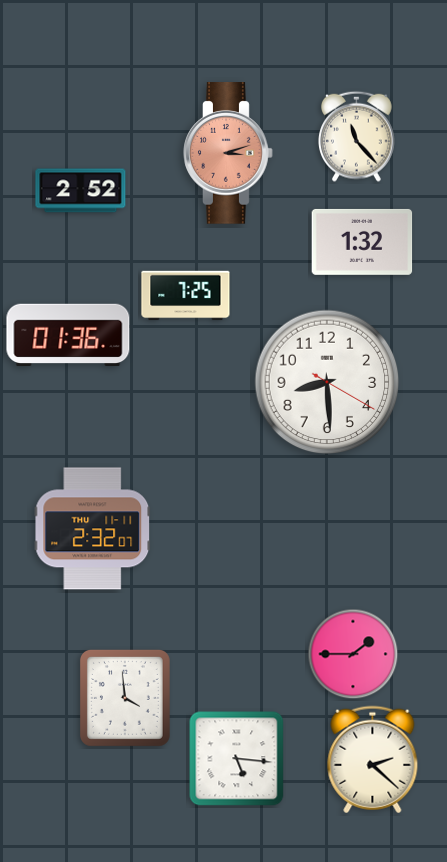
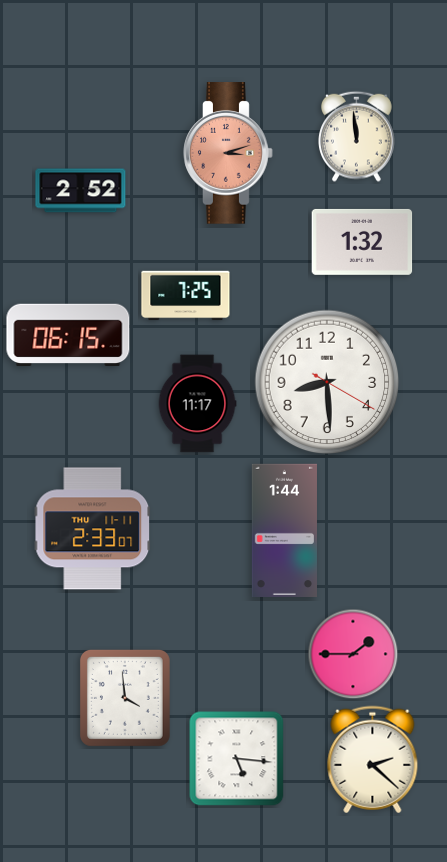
clock at (357, 136): 11:23 -> 11:59
clock at (68, 335): 01:36 -> 06:15
clock at (197, 404): none -> 11:17
clock at (93, 529): 2:32 -> 2:33
clock at (284, 530): none -> 1:44
